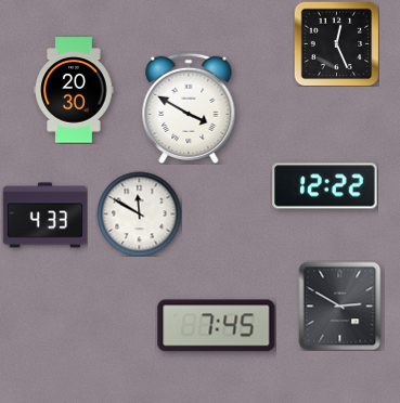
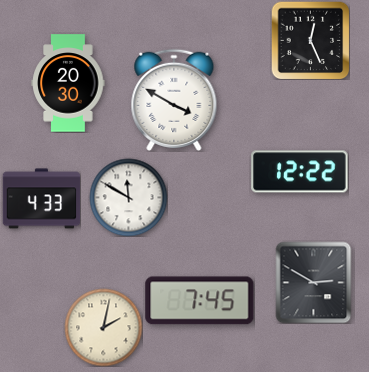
clock at (103, 327): none -> 2:02
